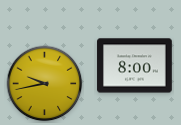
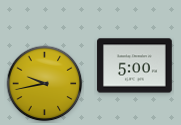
clock at (135, 66): 8:00 -> 5:00
